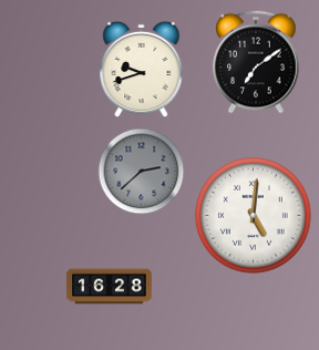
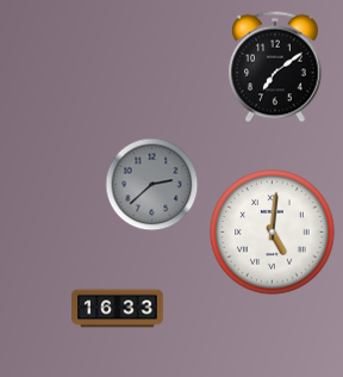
clock at (142, 70): 9:42 -> none
clock at (110, 287): 16:28 -> 16:33
